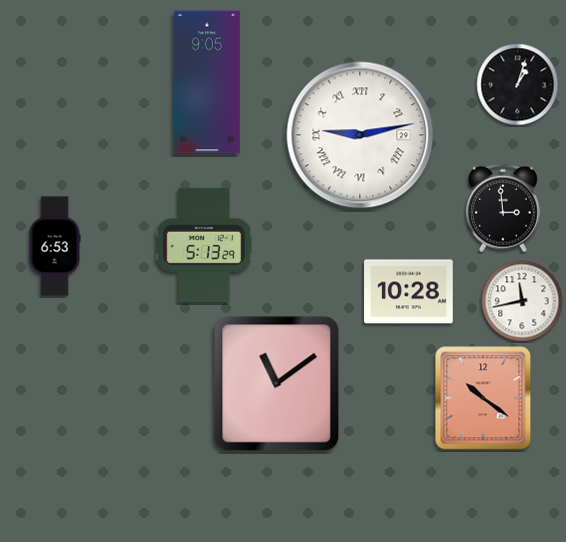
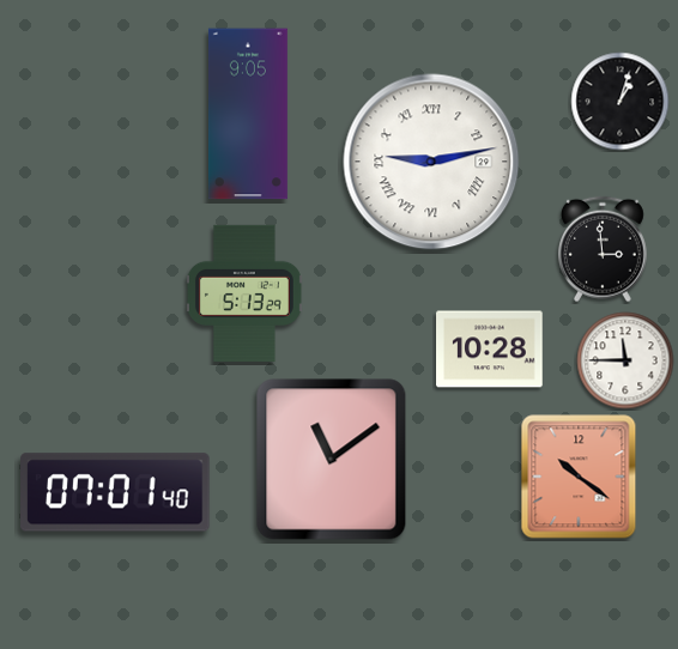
clock at (207, 82) position: (207, 82) -> (248, 114)
clock at (55, 246): 6:53 -> none
clock at (522, 301): 11:43 -> 11:45
clock at (115, 492): none -> 07:01
